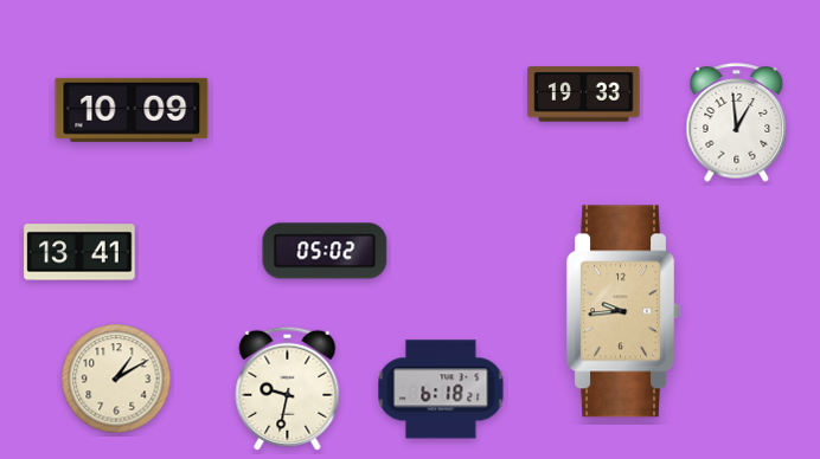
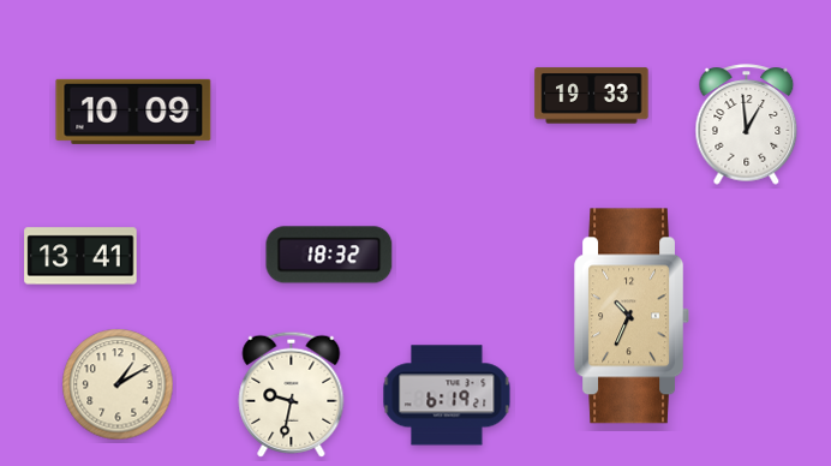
clock at (325, 251): 05:02 -> 18:32
clock at (624, 311): 9:44 -> 10:34
clock at (441, 389): 6:18 -> 6:19
